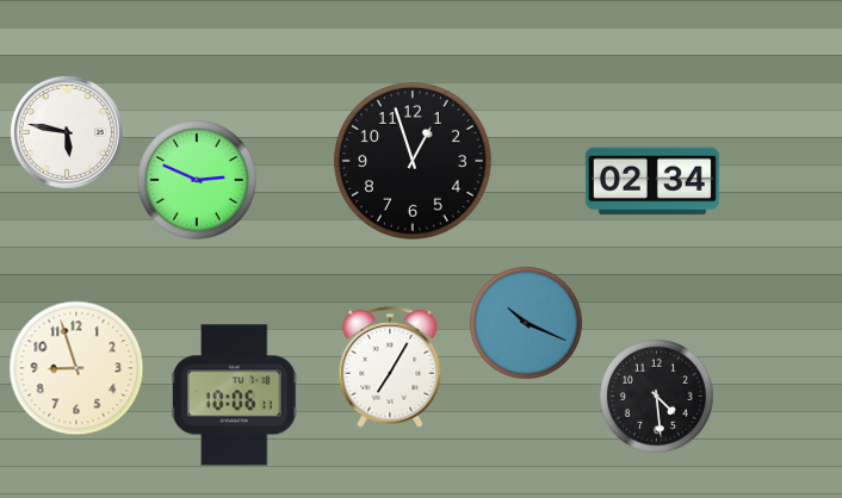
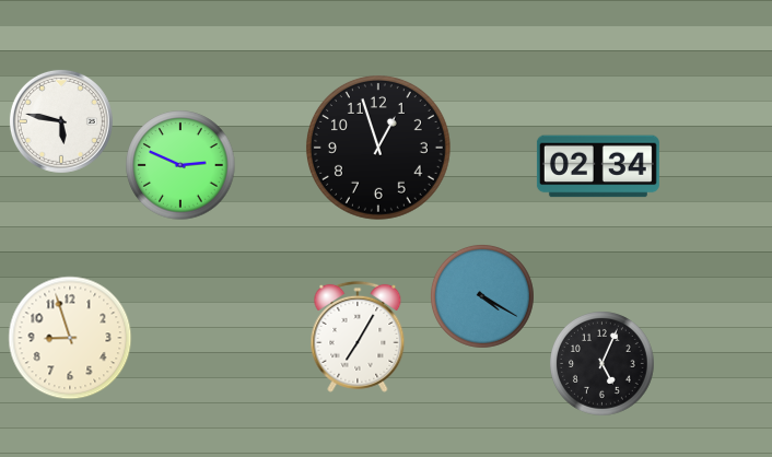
clock at (526, 323): 10:19 -> 4:20
clock at (235, 396): 10:06 -> none
clock at (657, 397): 4:29 -> 5:04
